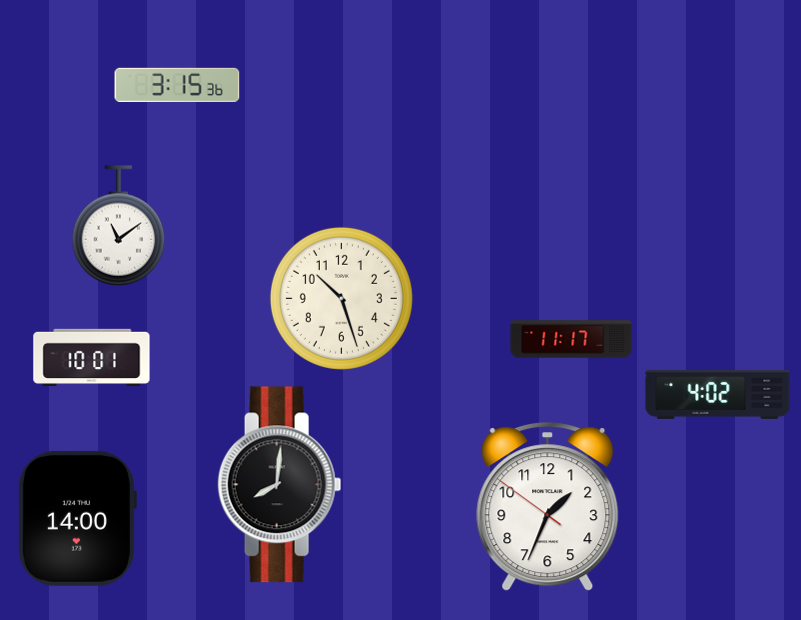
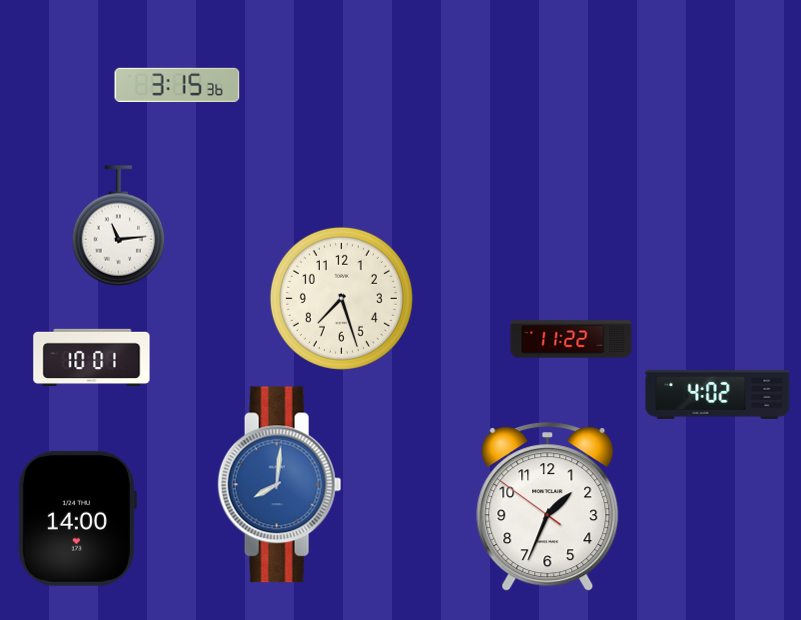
clock at (119, 226): 11:09 -> 11:14
clock at (341, 298): 10:27 -> 7:27
clock at (571, 339): 11:17 -> 11:22
clock at (280, 485) dial: black -> blue
